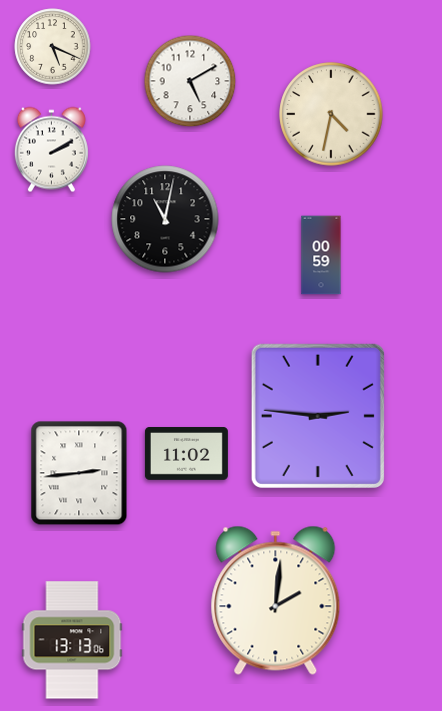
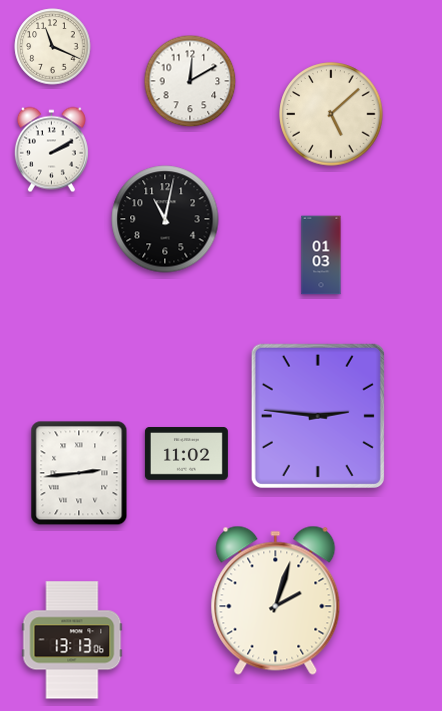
clock at (53, 47): 5:19 -> 11:19
clock at (190, 81): 5:10 -> 12:10
clock at (331, 114): 4:32 -> 5:08
clock at (321, 255): 00:59 -> 01:03
clock at (276, 600): 2:01 -> 2:03
